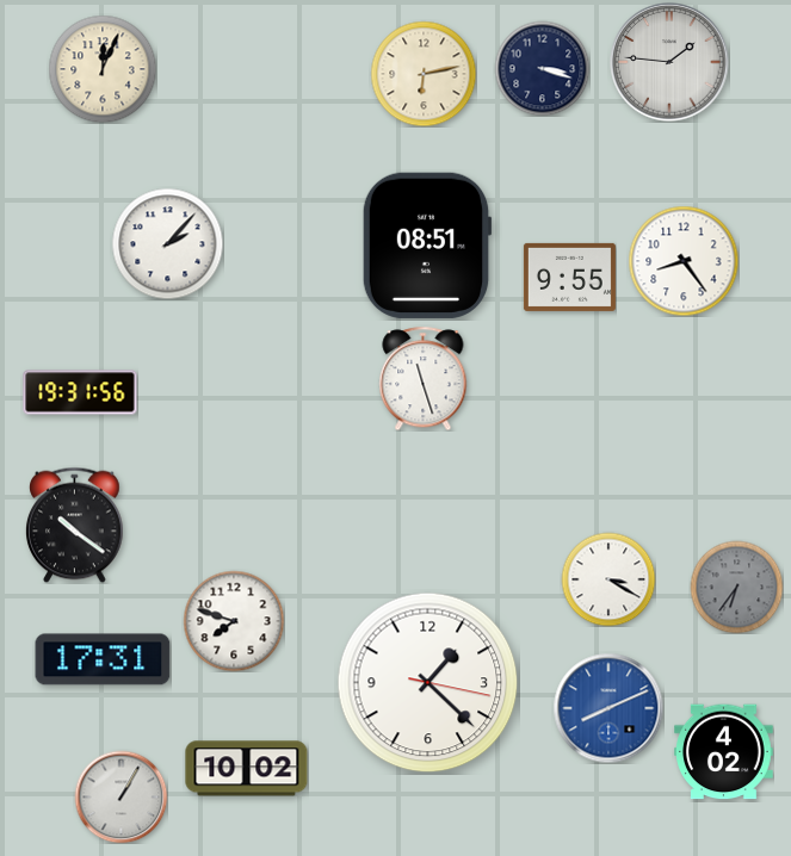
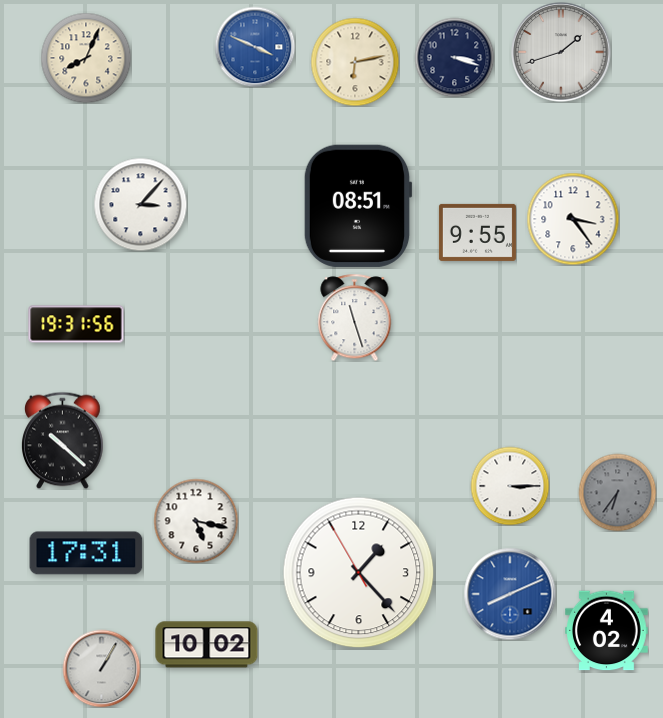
clock at (255, 47): none -> 3:49
clock at (669, 62): 1:46 -> 1:42
clock at (103, 69): 12:04 -> 8:04
clock at (167, 243): 2:07 -> 3:07
clock at (684, 261): 8:24 -> 3:24
clock at (80, 392) position: (80, 392) -> (76, 324)
clock at (75, 525): 10:21 -> 10:22
clock at (608, 579): 3:20 -> 3:15
clock at (234, 621): 7:48 -> 5:17
clock at (428, 683): 1:22:17 -> 1:22:55
